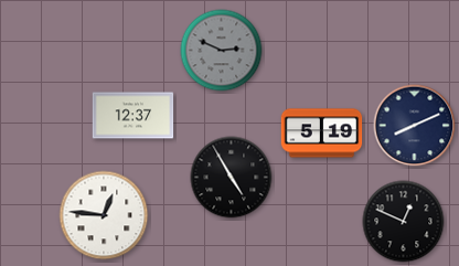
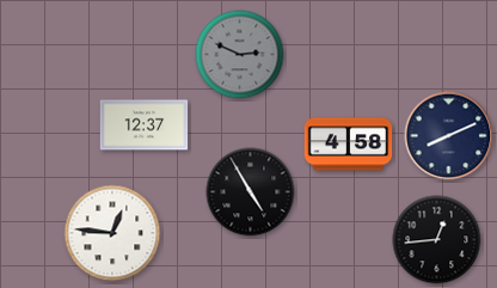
clock at (322, 134): 5:19 -> 4:58
clock at (404, 222): 12:49 -> 12:44
